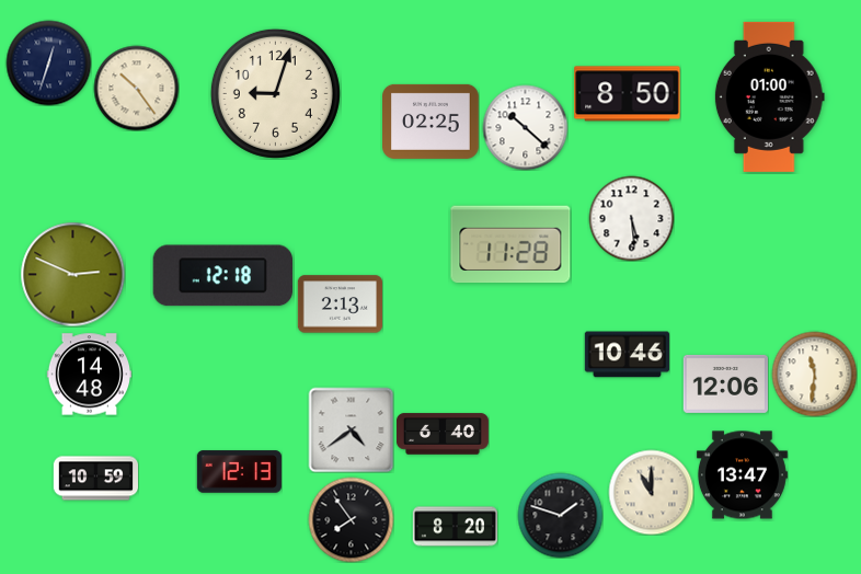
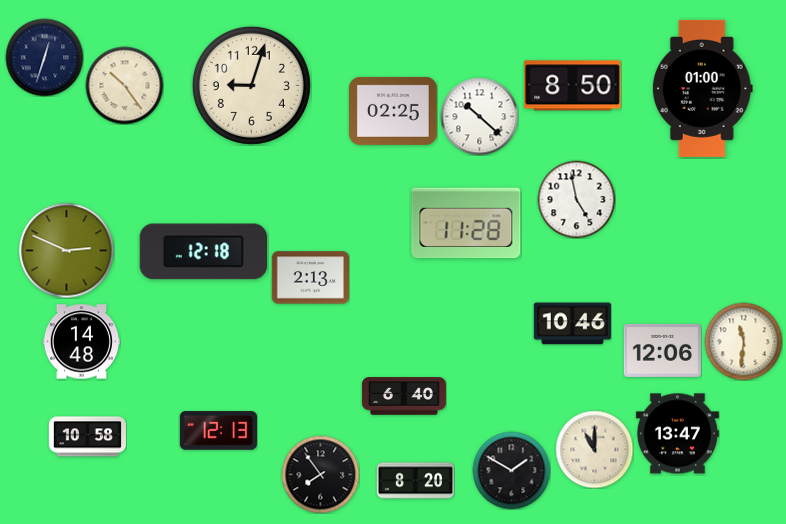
clock at (136, 88) position: (136, 88) -> (124, 85)
clock at (631, 218): 5:29 -> 4:58
clock at (351, 429): 4:39 -> none
clock at (95, 479): 10:59 -> 10:58
clock at (560, 515): 1:48 -> 1:50
